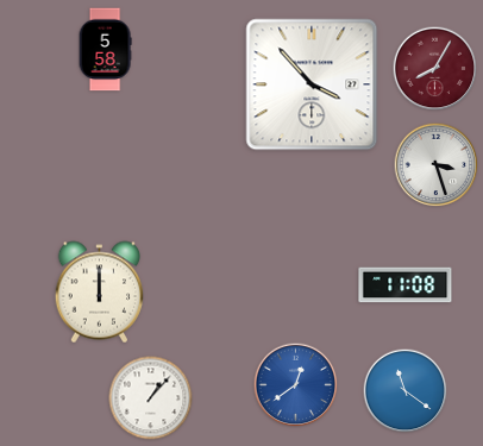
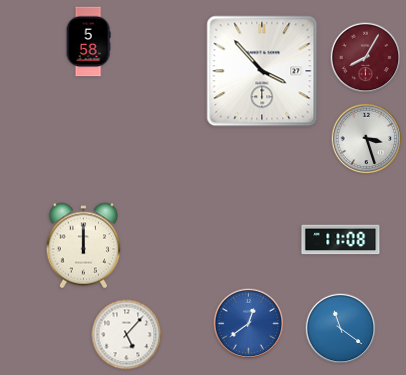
clock at (151, 398): 1:07 -> 5:07
